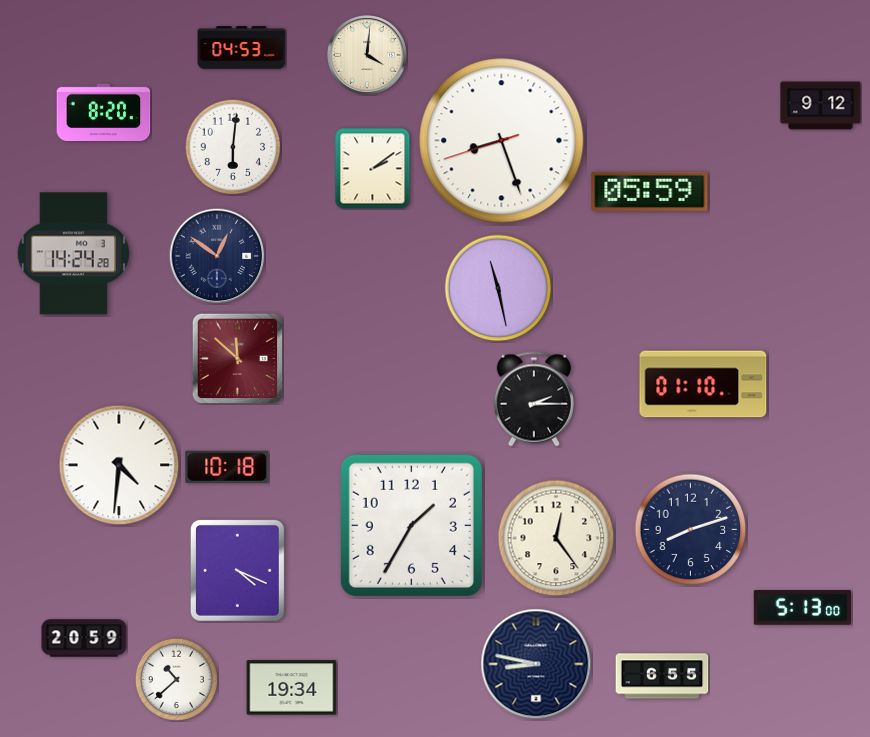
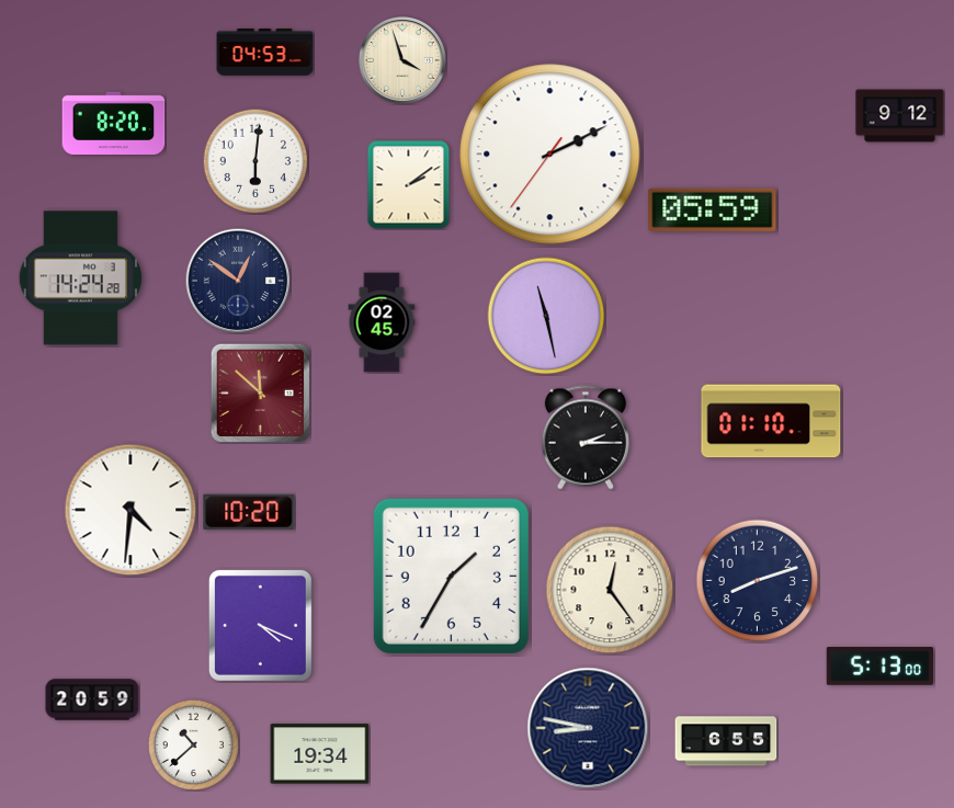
clock at (368, 56): 4:01 -> 3:57
clock at (502, 141): 8:26 -> 2:10
clock at (382, 322): none -> 02:45
clock at (227, 467): 10:18 -> 10:20
